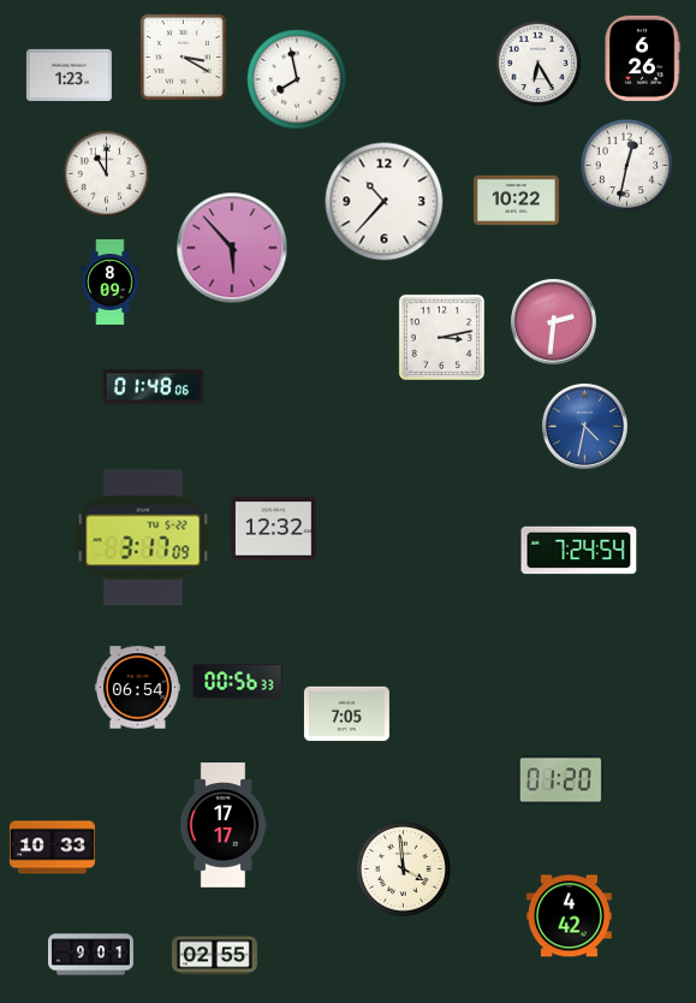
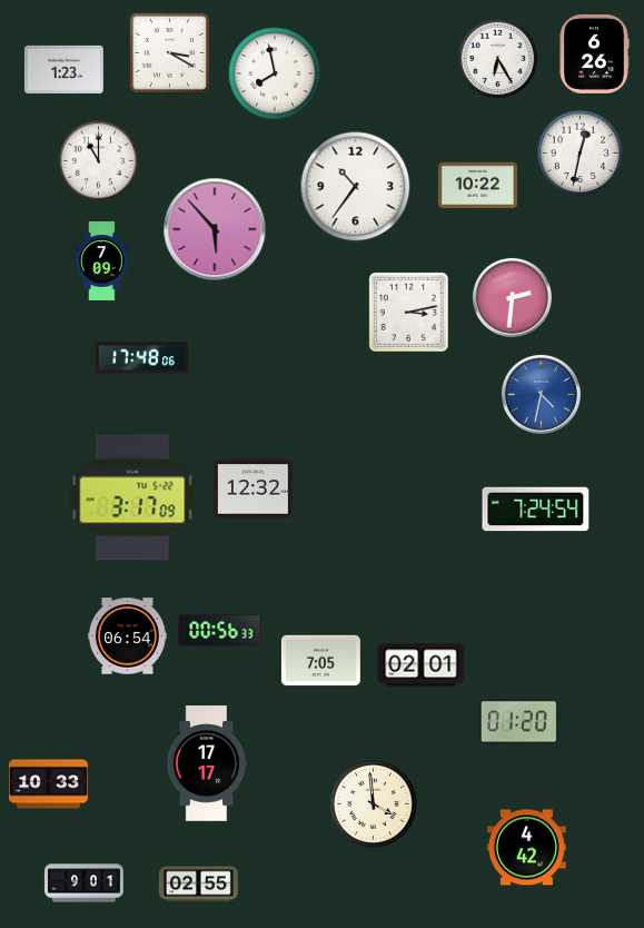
clock at (385, 202): 10:37 -> 10:36
clock at (111, 281): 8:09 -> 7:09
clock at (154, 387): 01:48 -> 17:48
clock at (422, 665): none -> 02:01
